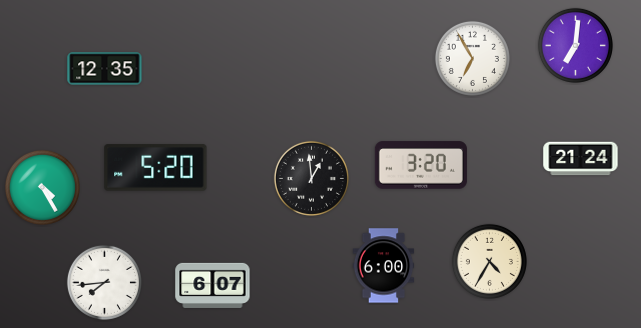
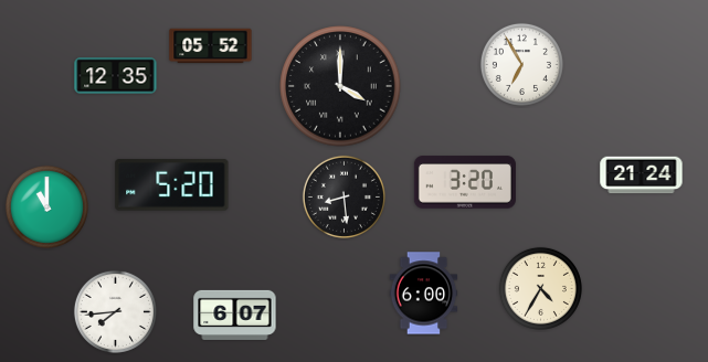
clock at (211, 46): none -> 05:52
clock at (575, 45): 7:01 -> none
clock at (340, 86): none -> 4:00
clock at (311, 178): 12:59 -> 8:29
clock at (42, 187): 4:25 -> 11:00
